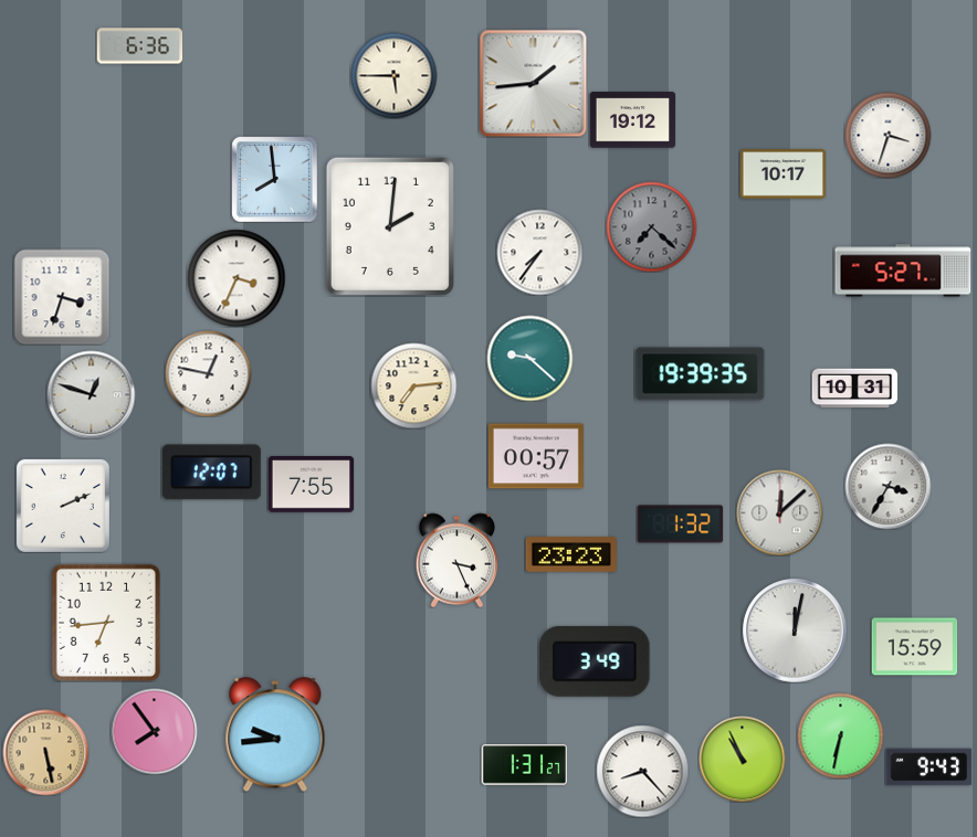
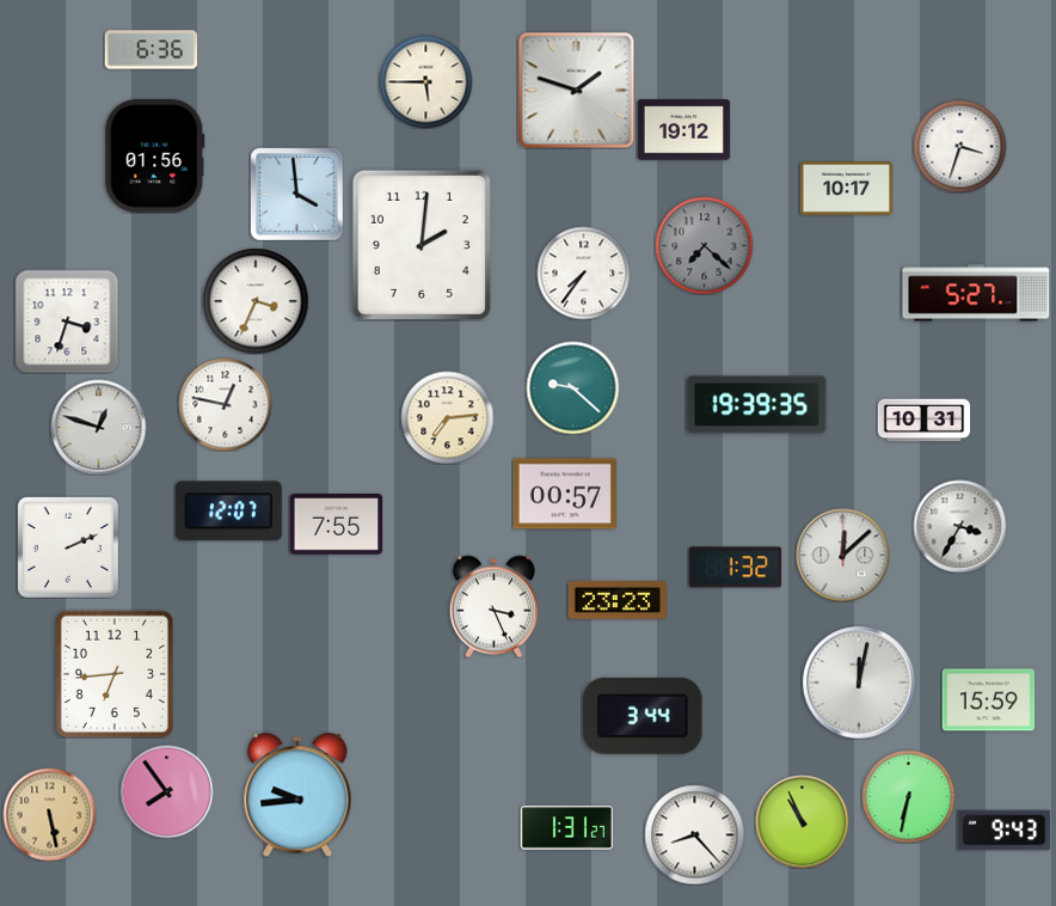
clock at (533, 83): 1:44 -> 1:48
clock at (155, 157): none -> 01:56
clock at (275, 180): 7:59 -> 3:59
clock at (536, 456) position: (536, 456) -> (565, 494)
clock at (595, 661): 3:49 -> 3:44
